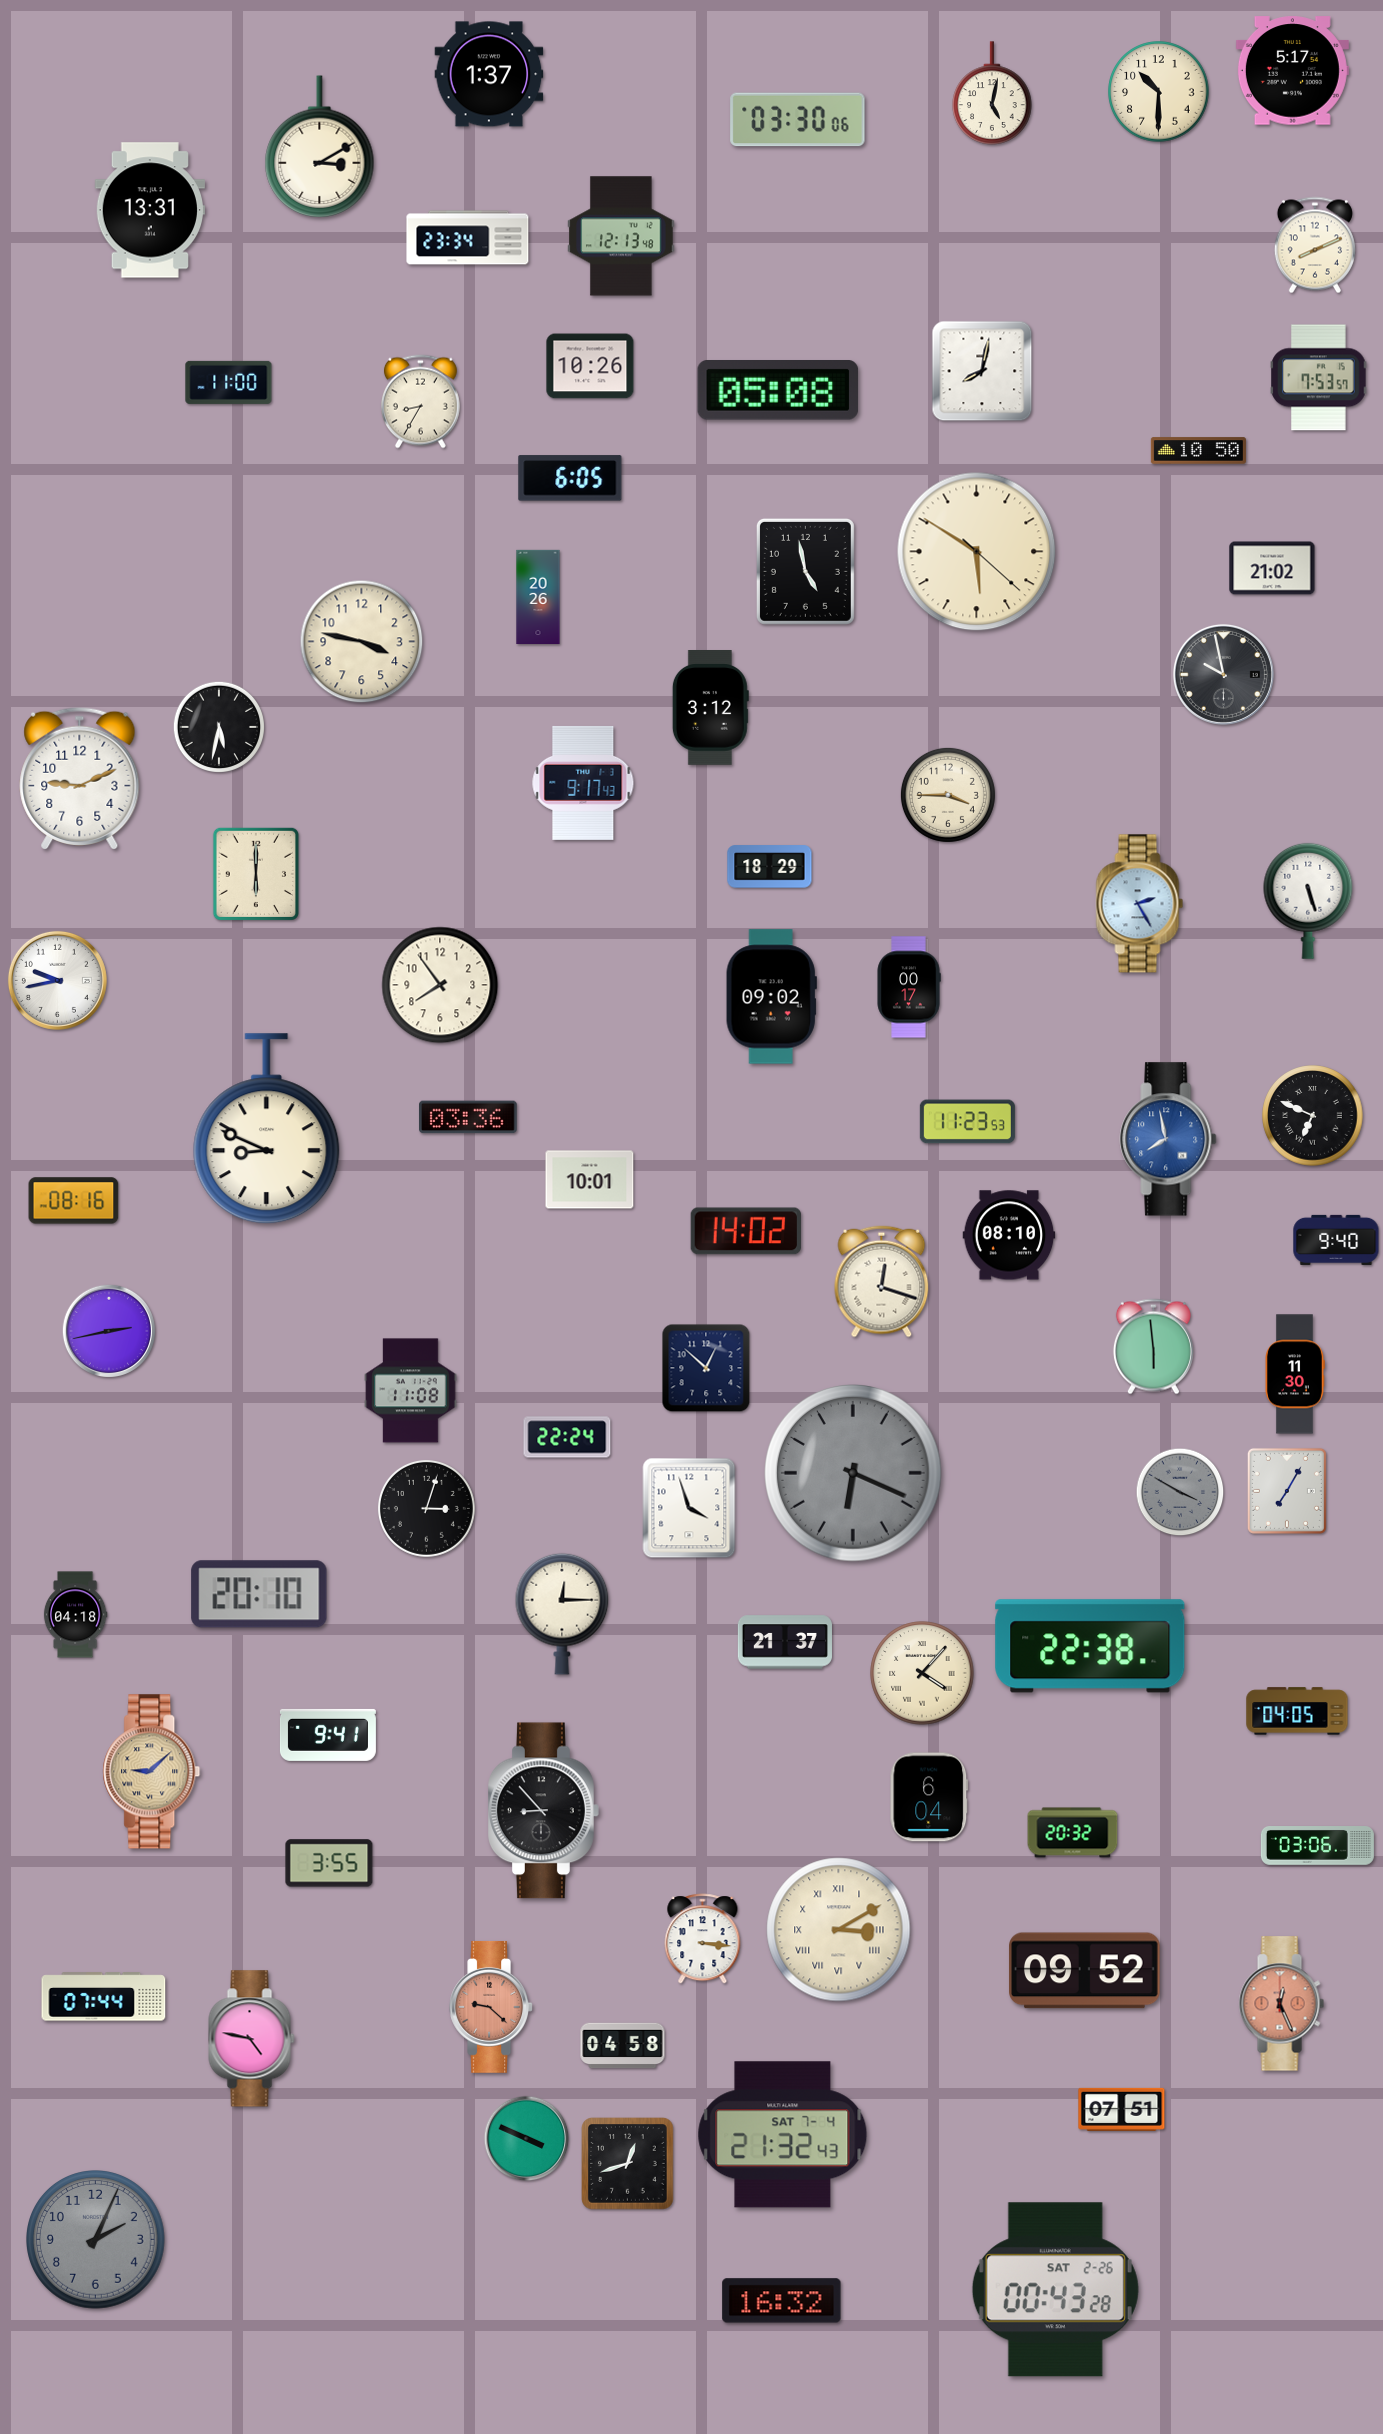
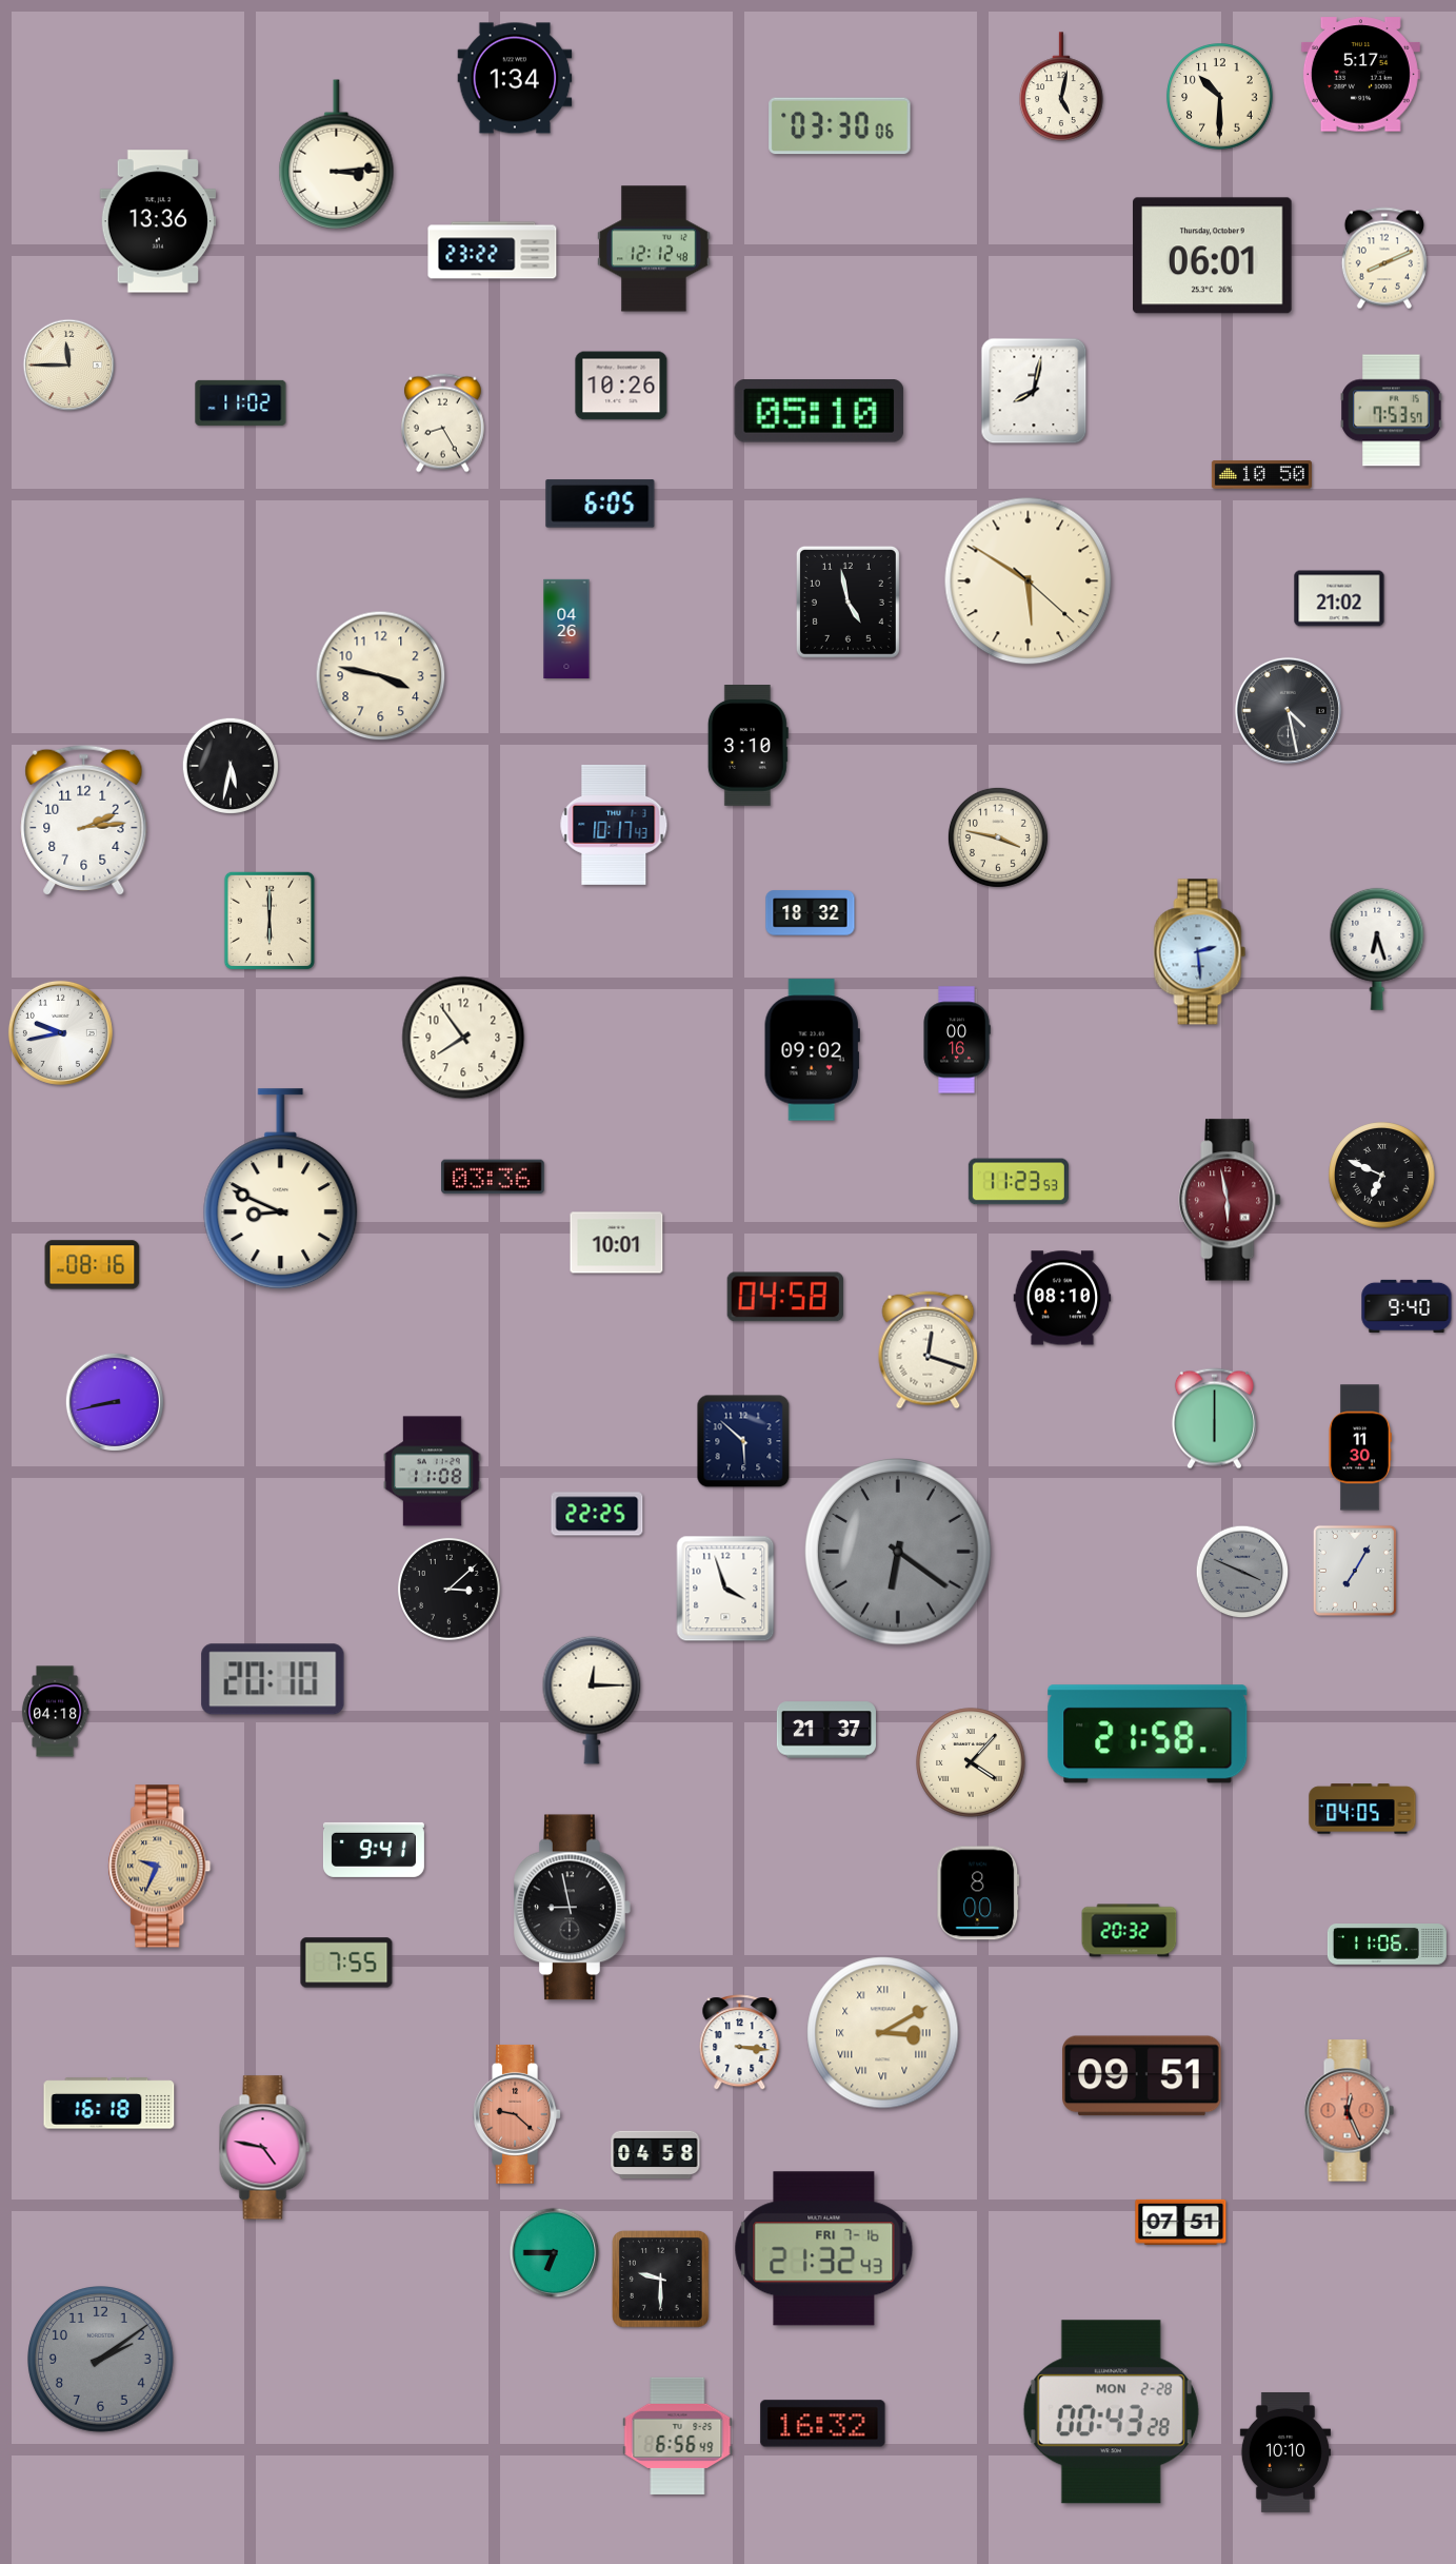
clock at (489, 74): 1:37 -> 1:34
clock at (992, 93) position: (992, 93) -> (1061, 86)
clock at (320, 147): 3:10 -> 3:14
clock at (149, 210): 13:31 -> 13:36
clock at (621, 236): 12:13 -> 12:12
clock at (468, 238): 23:34 -> 23:22
clock at (1213, 256): none -> 06:01
clock at (69, 366): none -> 11:45
clock at (1319, 378) position: (1319, 378) -> (1392, 411)
clock at (229, 382): 11:00 -> 11:02
clock at (778, 391): 05:08 -> 05:10
clock at (420, 402): 8:35 -> 8:25
clock at (538, 596): 20:26 -> 04:26
clock at (1223, 674): 9:58 -> 4:28
clock at (710, 708): 3:12 -> 3:10
clock at (80, 778): 9:11 -> 2:14
clock at (583, 783): 9:17 -> 10:17
clock at (948, 795): 3:45 -> 3:47
clock at (770, 867): 18:29 -> 18:32
clock at (1308, 901): 5:27 -> 6:27
clock at (1140, 904): 2:25 -> 2:29
clock at (909, 987): 00:17 -> 00:16
clock at (1168, 1139): 7:58 -> 5:58
clock at (1168, 1139) dial: blue -> burgundy
clock at (590, 1180) position: (590, 1180) -> (617, 1243)
clock at (74, 1201) position: (74, 1201) -> (93, 1265)
clock at (746, 1231): 14:02 -> 04:58
clock at (1009, 1235) position: (1009, 1235) -> (1062, 1298)
clock at (108, 1330): 2:43 -> 8:43
clock at (1153, 1347): 5:59 -> 6:00
clock at (706, 1368): 12:52 -> 5:52
clock at (1295, 1374) position: (1295, 1374) -> (1360, 1447)
clock at (411, 1391) position: (411, 1391) -> (433, 1472)
clock at (567, 1437): 22:24 -> 22:25
clock at (854, 1474): 6:19 -> 6:21
clock at (1180, 1492): 3:50 -> 3:49
clock at (426, 1508): 3:03 -> 3:08
clock at (75, 1615) position: (75, 1615) -> (55, 1712)
clock at (1090, 1646): 22:38 -> 21:58
clock at (1297, 1711) position: (1297, 1711) -> (1362, 1809)
clock at (328, 1735) position: (328, 1735) -> (374, 1850)
clock at (152, 1772): 9:08 -> 9:34
clock at (929, 1797): 6:04 -> 8:00
clock at (544, 1811): 8:53 -> 8:58
clock at (1317, 1846): 03:06 -> 11:06
clock at (329, 1863): 3:55 -> 7:55
clock at (1085, 1971): 09:52 -> 09:51
clock at (104, 1997): 07:44 -> 16:18
clock at (783, 2135) date: SAT 7-4 -> FRI 7-16
clock at (527, 2139): 3:49 -> 6:45
clock at (628, 2164): 12:42 -> 9:30
clock at (96, 2240): 2:04 -> 2:09
clock at (1055, 2290) date: SAT 2-26 -> MON 2-28
clock at (678, 2435): none -> 6:56
clock at (1285, 2452): none -> 10:10
